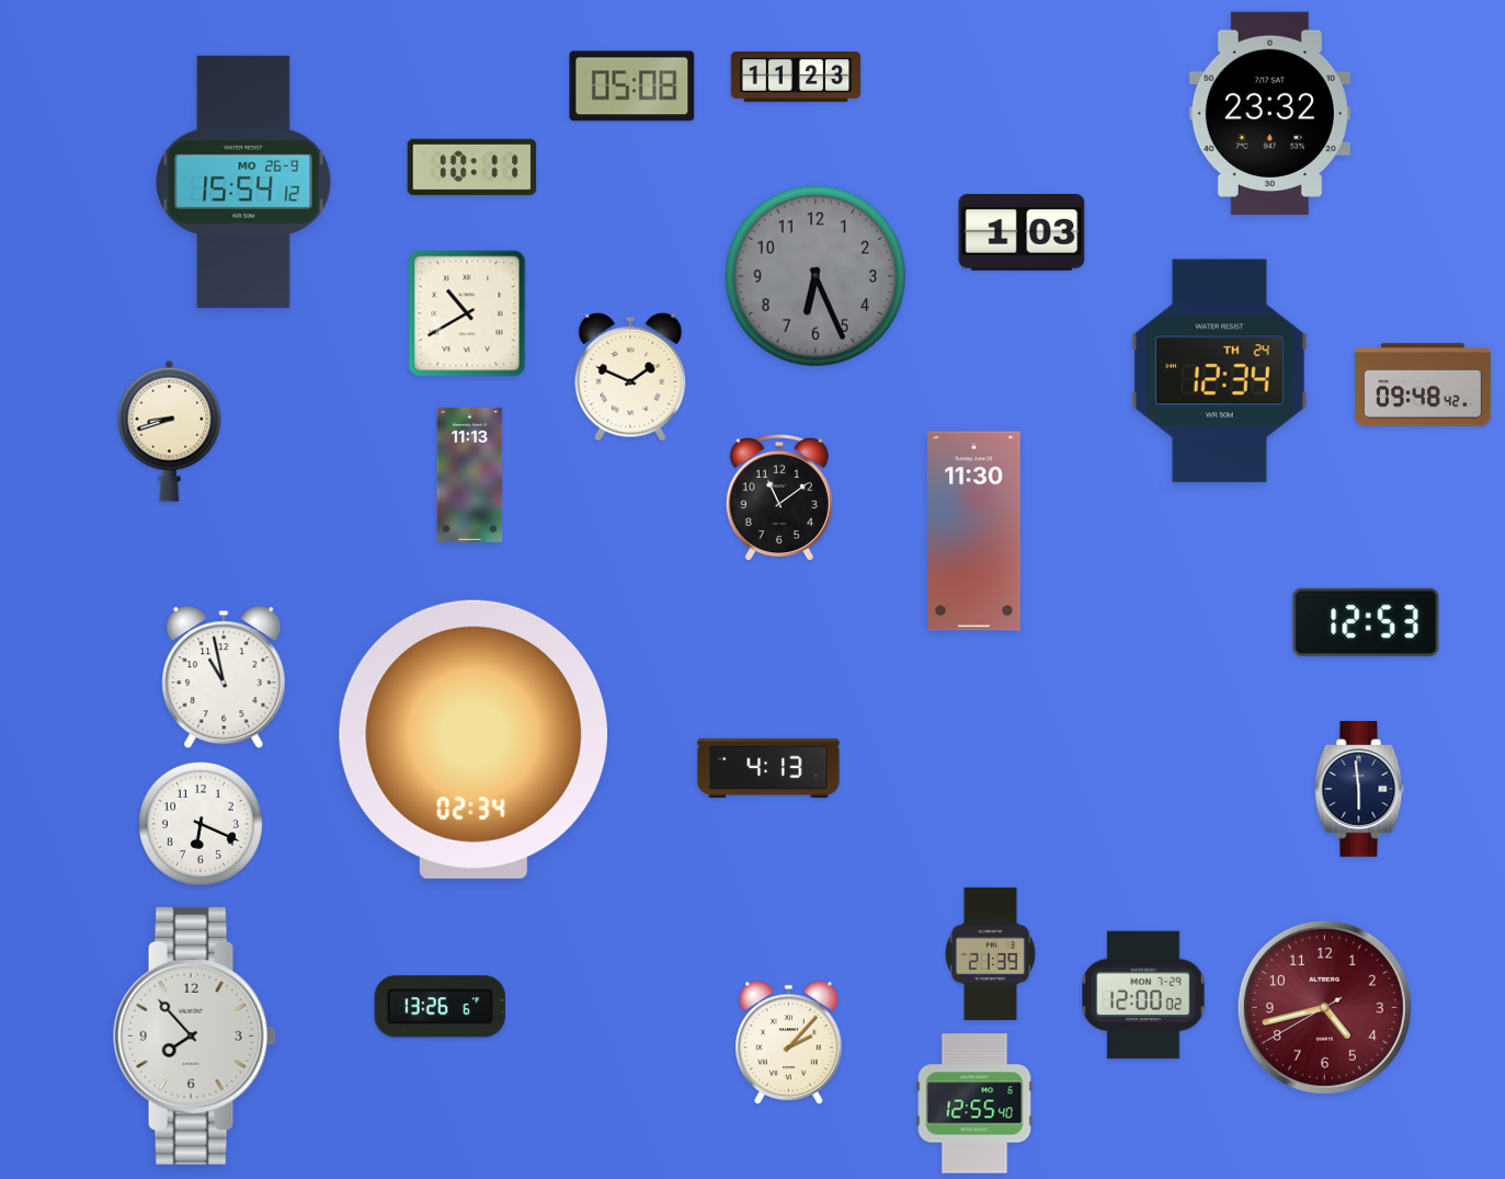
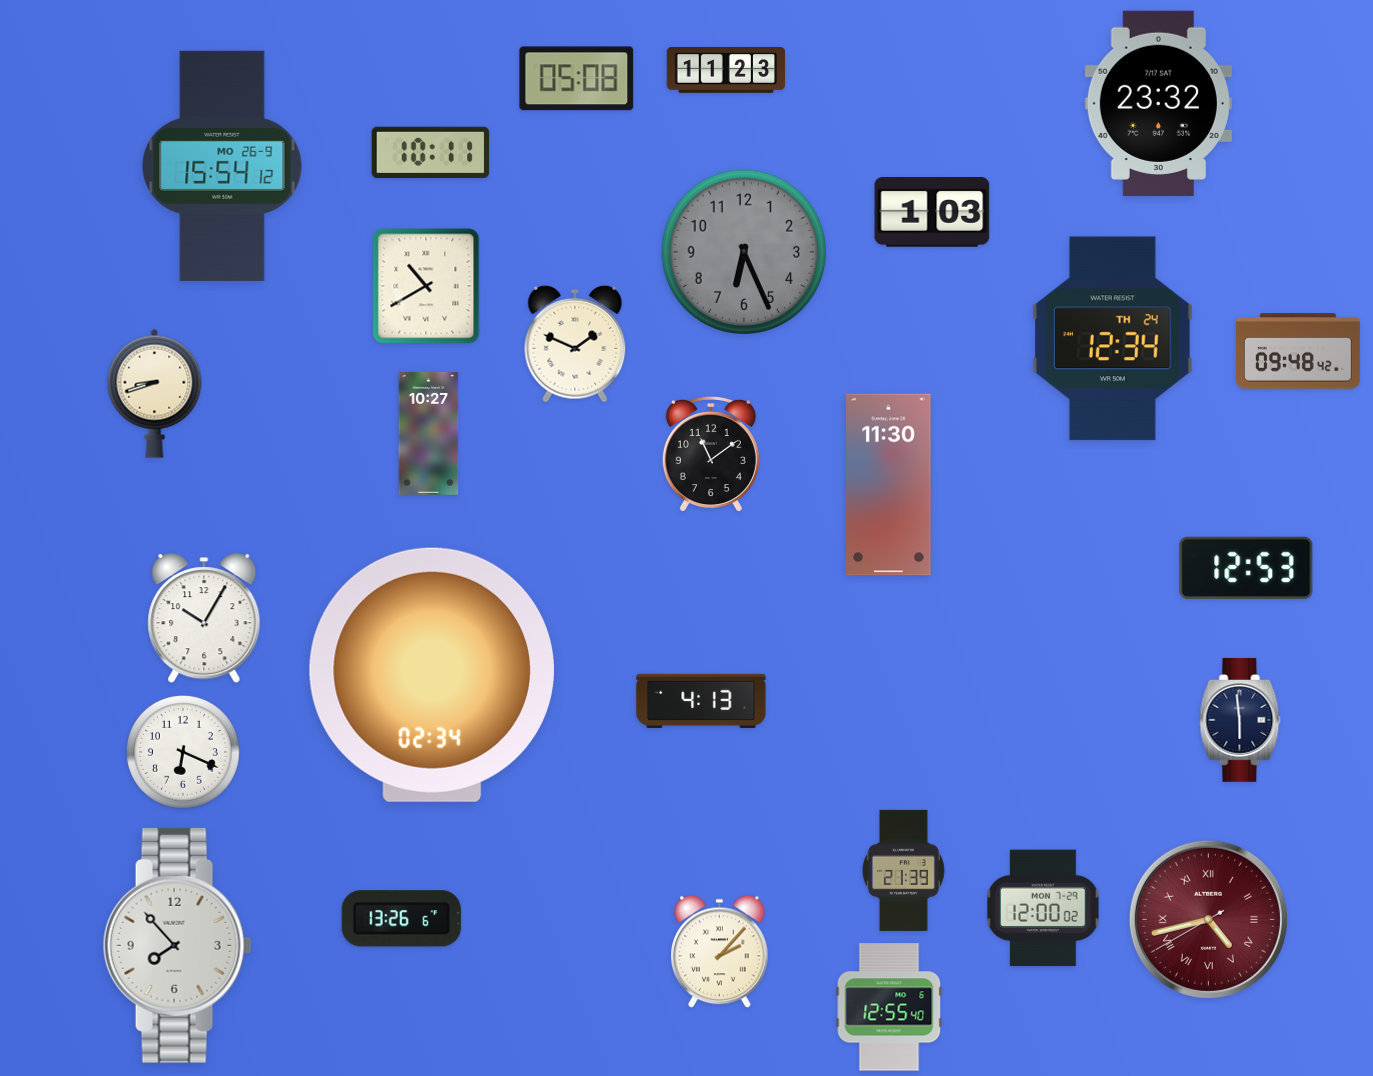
clock at (470, 474): 11:13 -> 10:27
clock at (224, 678): 10:58 -> 10:05
clock at (1324, 1007) numerals: Arabic -> Roman
